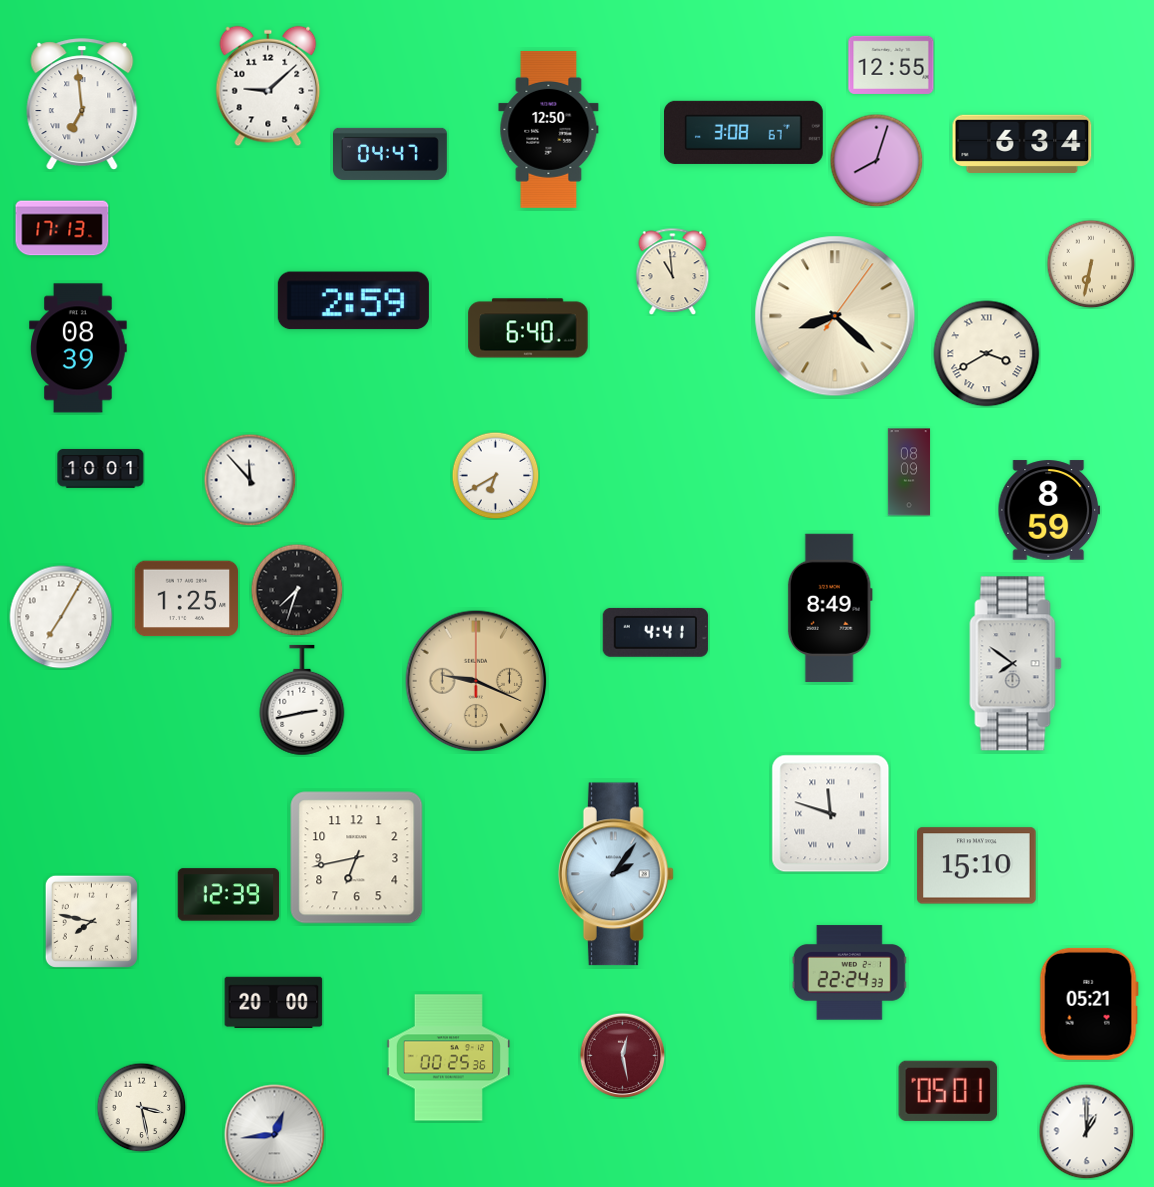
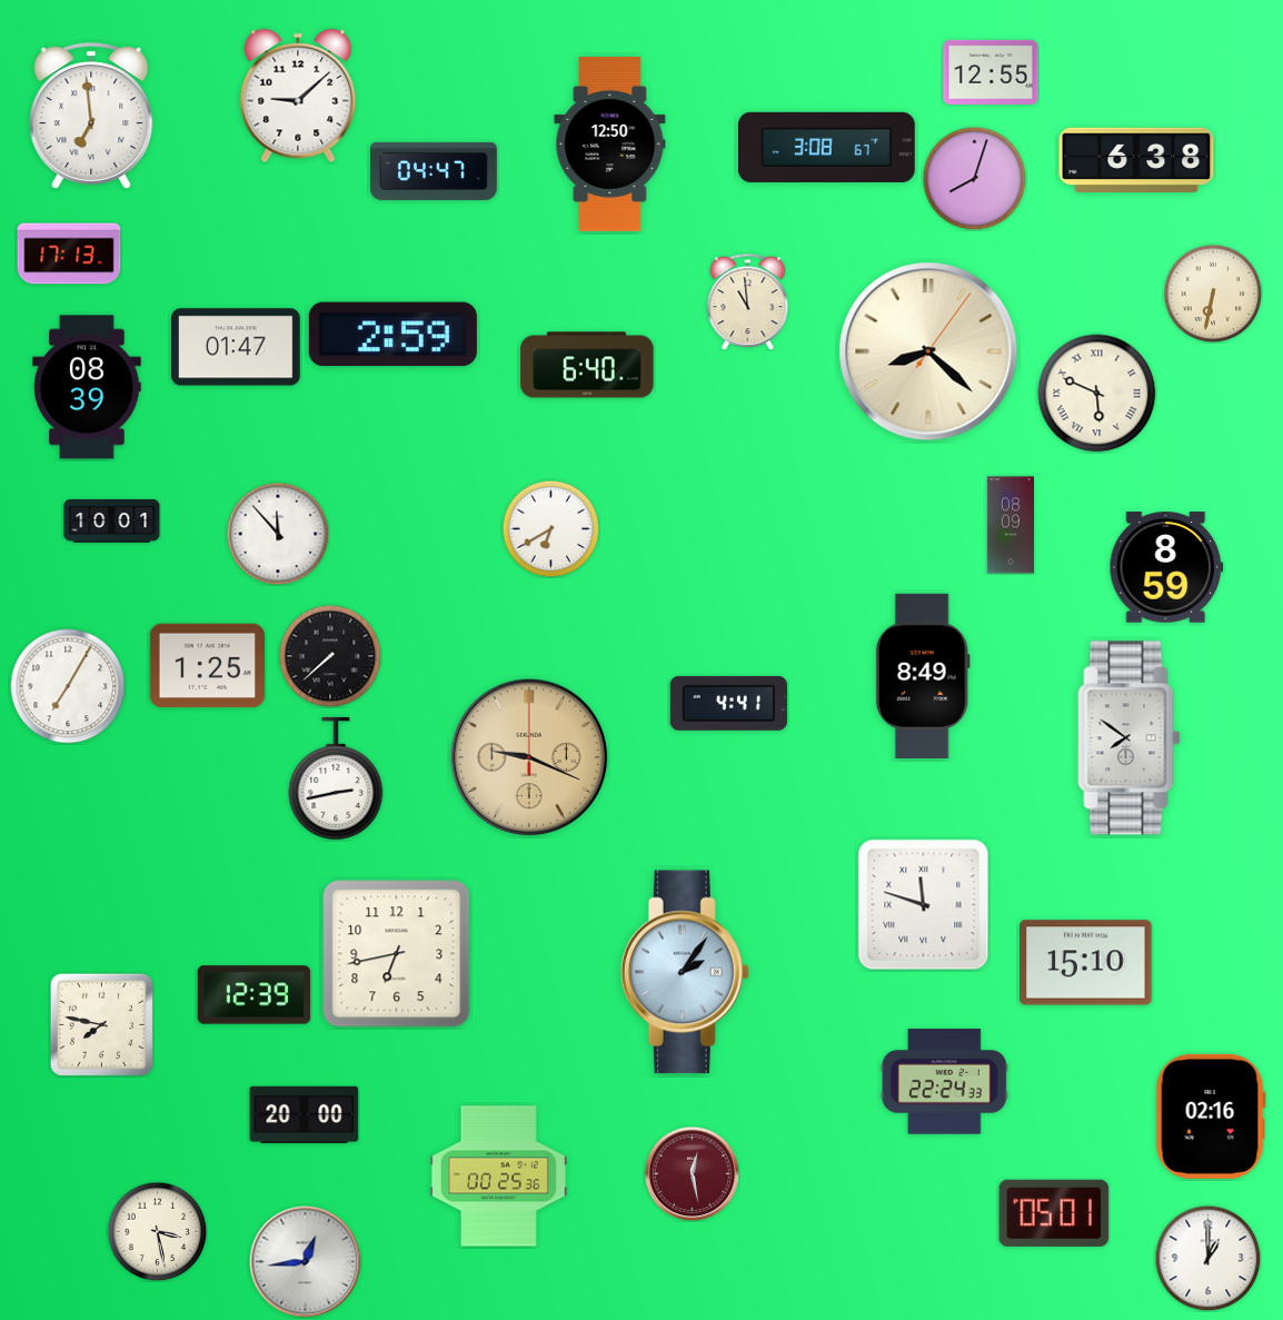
clock at (1022, 143): 6:34 -> 6:38
clock at (236, 347): none -> 01:47
clock at (987, 354): 3:40 -> 5:49
clock at (297, 590): 7:33 -> 7:38
clock at (1089, 1004): 05:21 -> 02:16
